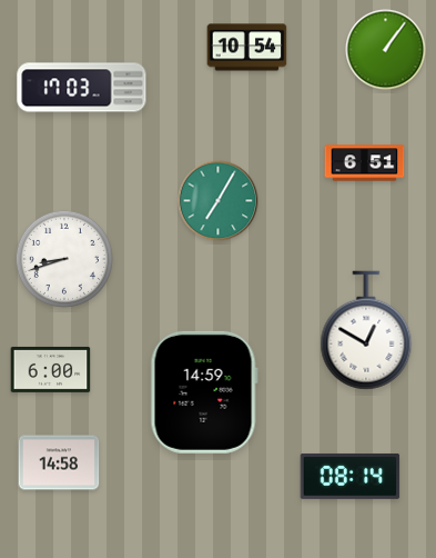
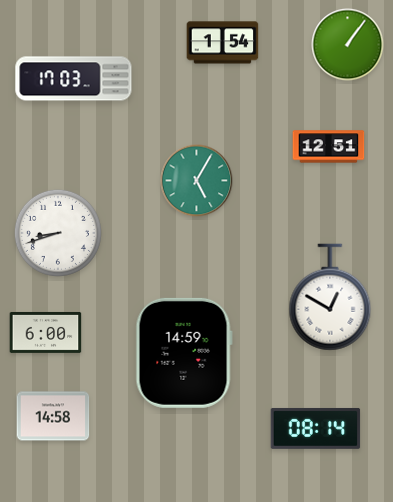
clock at (247, 48): 10:54 -> 1:54
clock at (365, 163): 6:51 -> 12:51
clock at (219, 201): 7:05 -> 5:05
